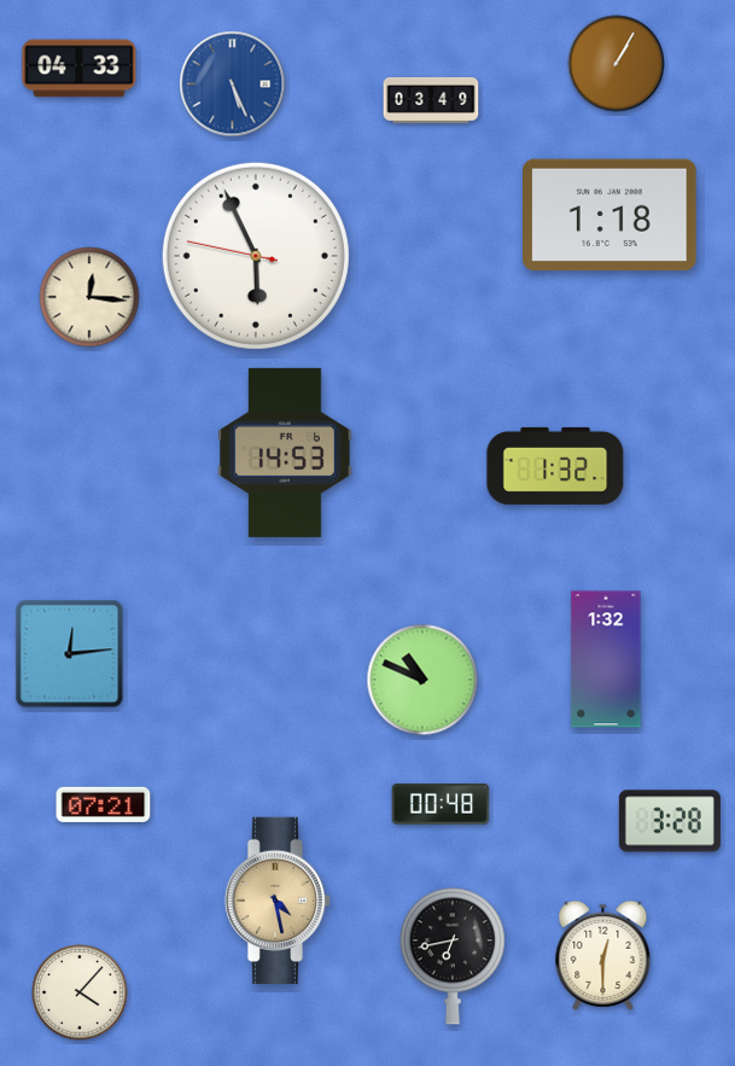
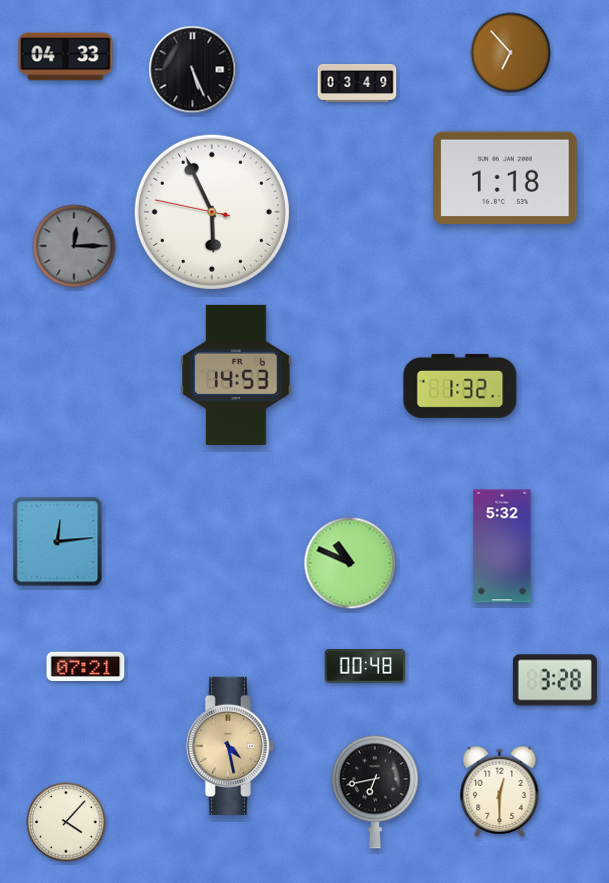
clock at (617, 64): 1:05 -> 6:53
clock at (233, 85) dial: blue -> black
clock at (89, 297): 12:16 -> 12:15
clock at (89, 297) dial: cream -> grey
clock at (606, 659): 1:32 -> 5:32
